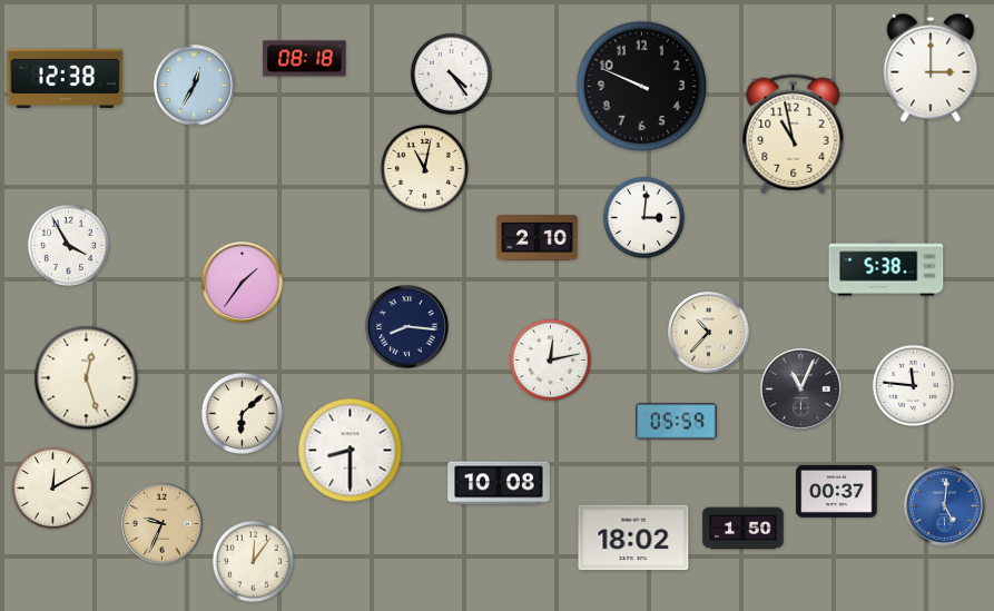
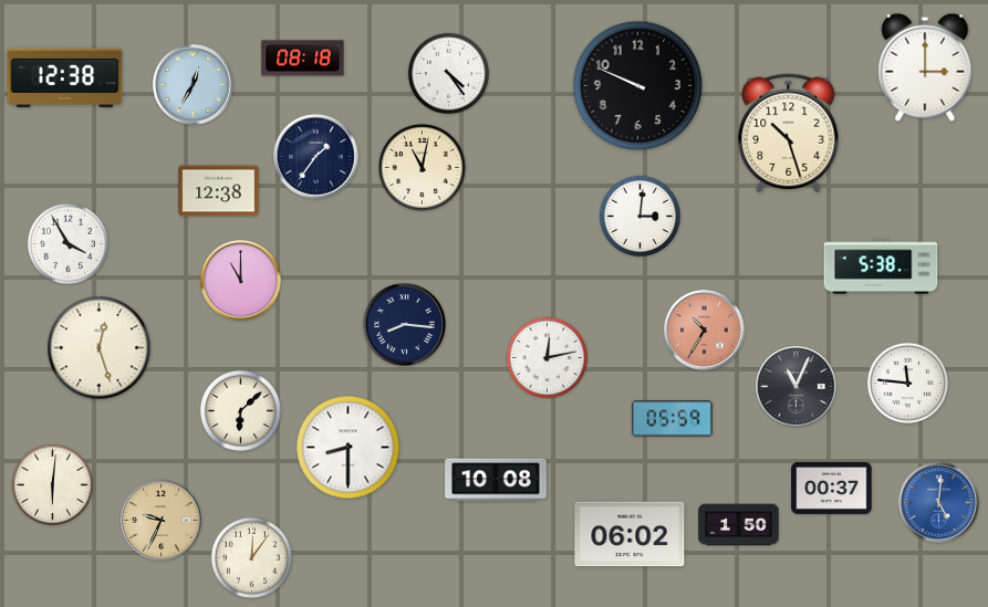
clock at (794, 135): 10:58 -> 10:27
clock at (316, 157): none -> 1:36
clock at (219, 191): none -> 12:38
clock at (538, 238): 2:10 -> none
clock at (243, 283): 1:36 -> 11:00
clock at (709, 333): 10:37 -> 10:35
clock at (709, 333) dial: cream -> salmon
clock at (87, 378) position: (87, 378) -> (100, 348)
clock at (52, 487): 12:10 -> 6:01
clock at (633, 538): 18:02 -> 06:02
